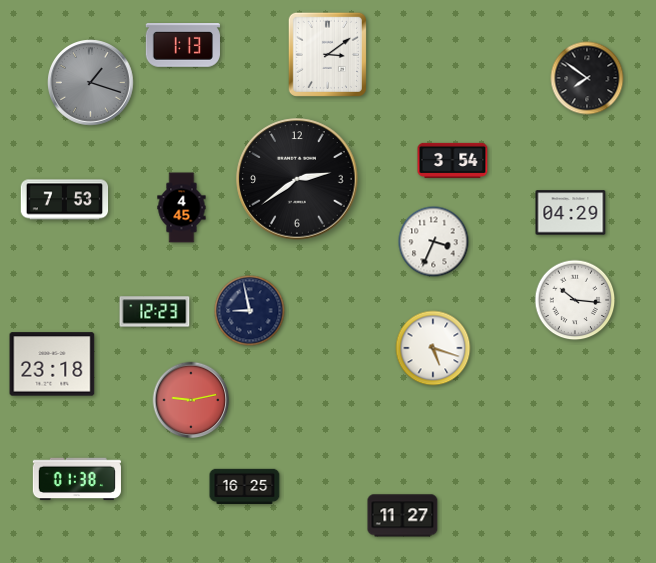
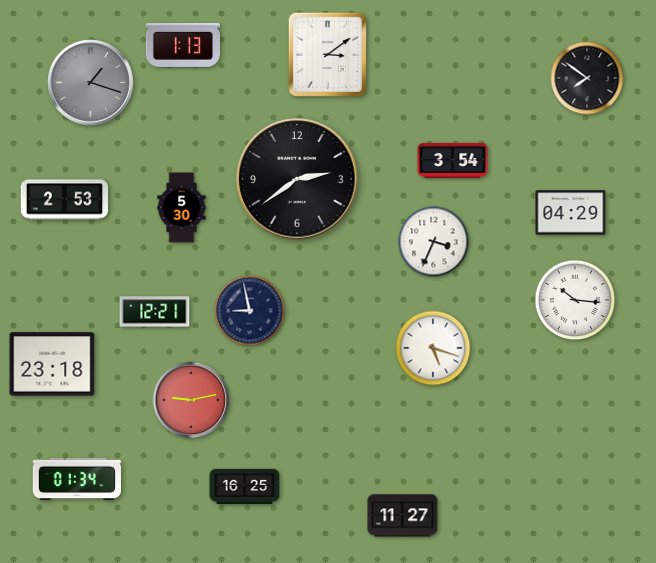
clock at (65, 200): 7:53 -> 2:53
clock at (182, 208): 4:45 -> 5:30
clock at (155, 312): 12:23 -> 12:21
clock at (77, 479): 01:38 -> 01:34
